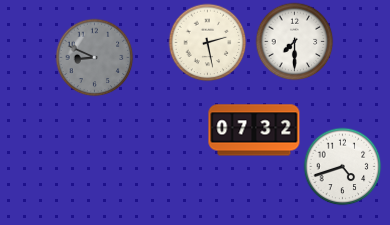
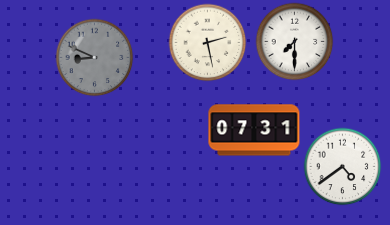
clock at (254, 130): 07:32 -> 07:31
clock at (342, 166): 4:42 -> 4:39
